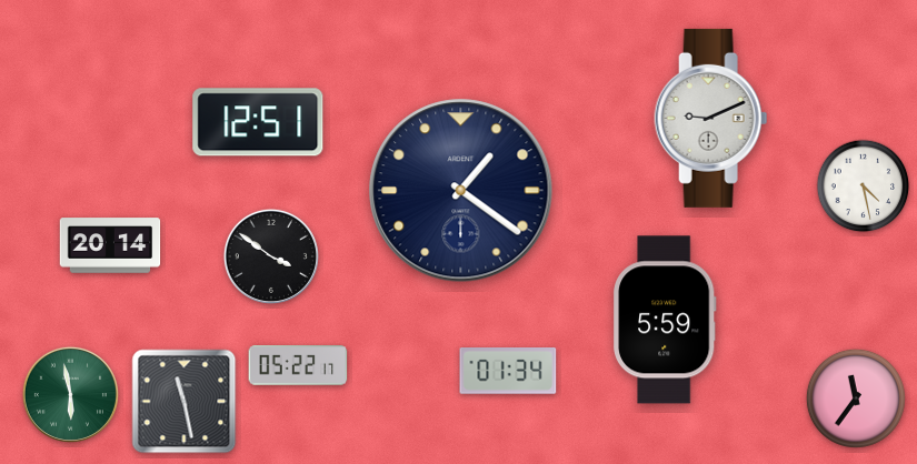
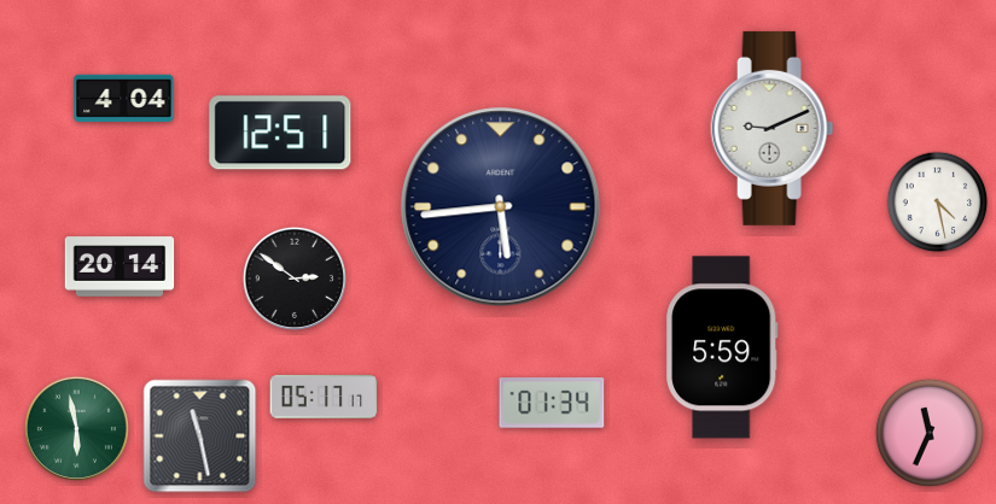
clock at (124, 98): none -> 4:04
clock at (461, 191): 1:21 -> 5:44
clock at (271, 256): 3:51 -> 2:51
clock at (298, 365): 05:22 -> 05:17
clock at (856, 399): 11:36 -> 11:34
